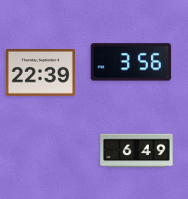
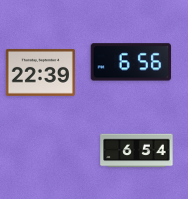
clock at (131, 62): 3:56 -> 6:56
clock at (137, 151): 6:49 -> 6:54
